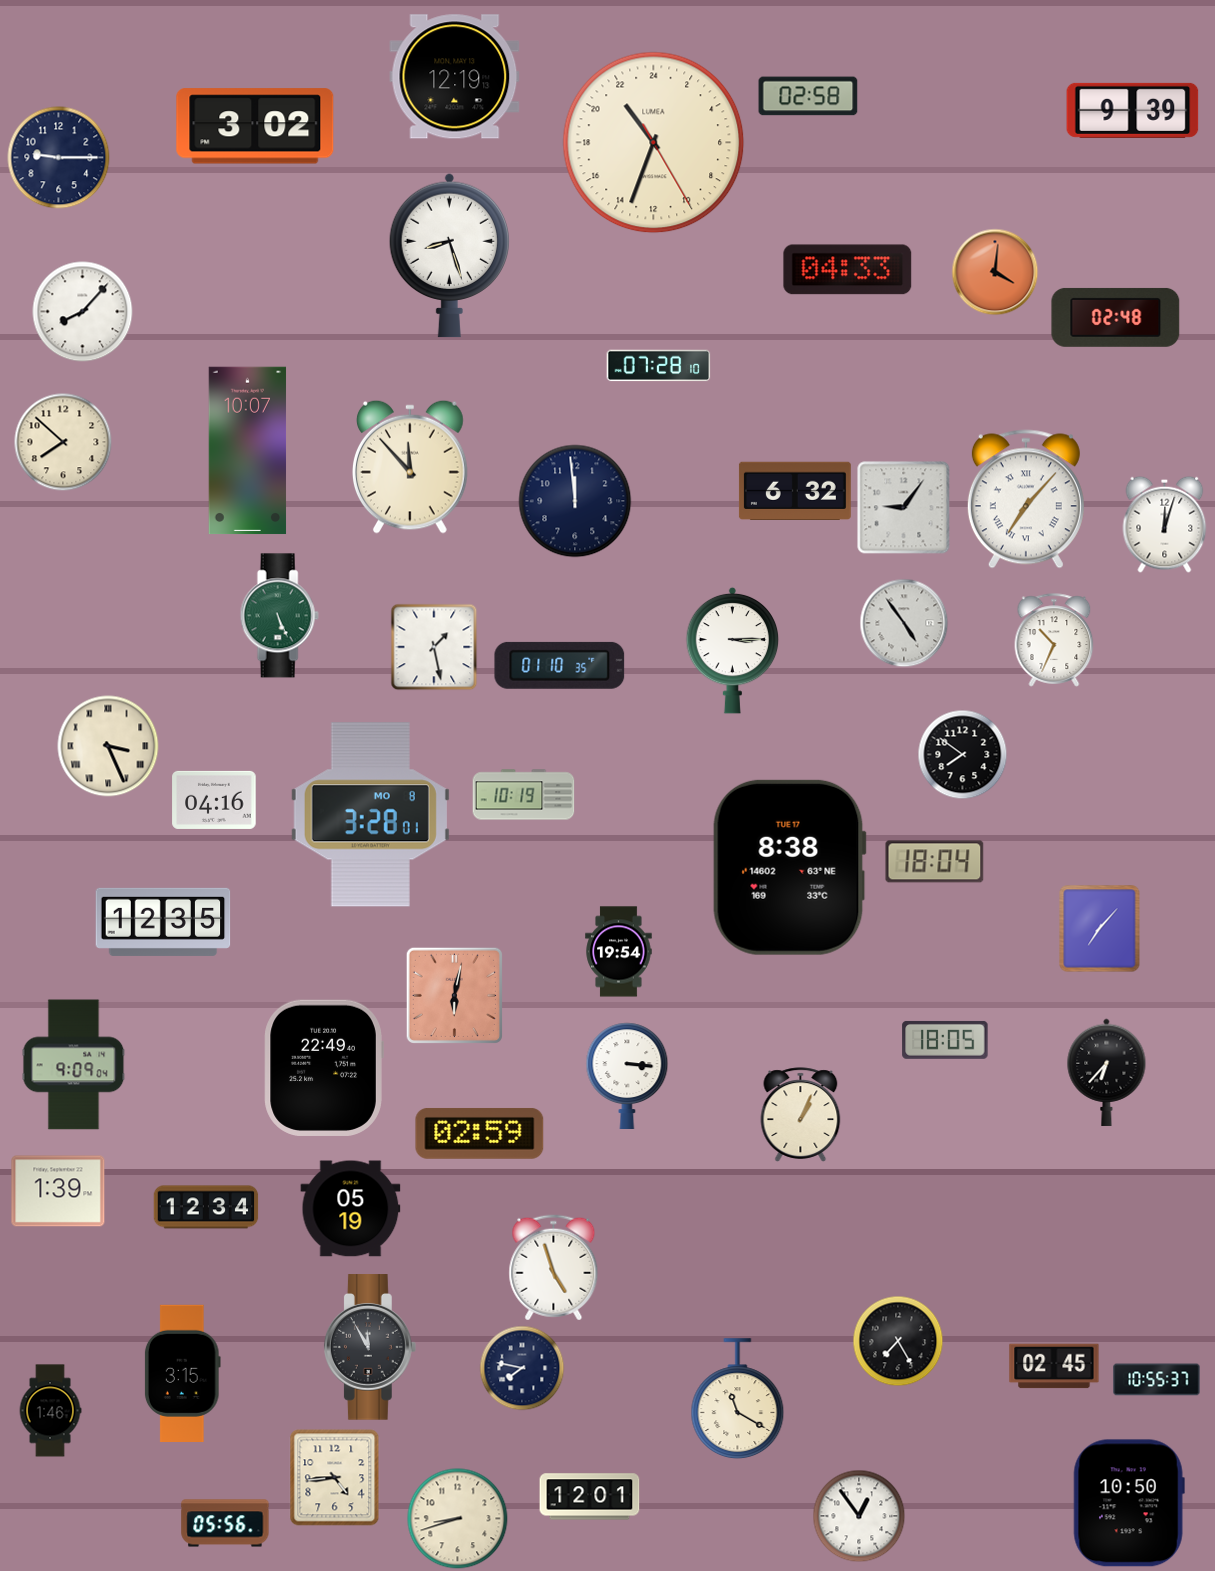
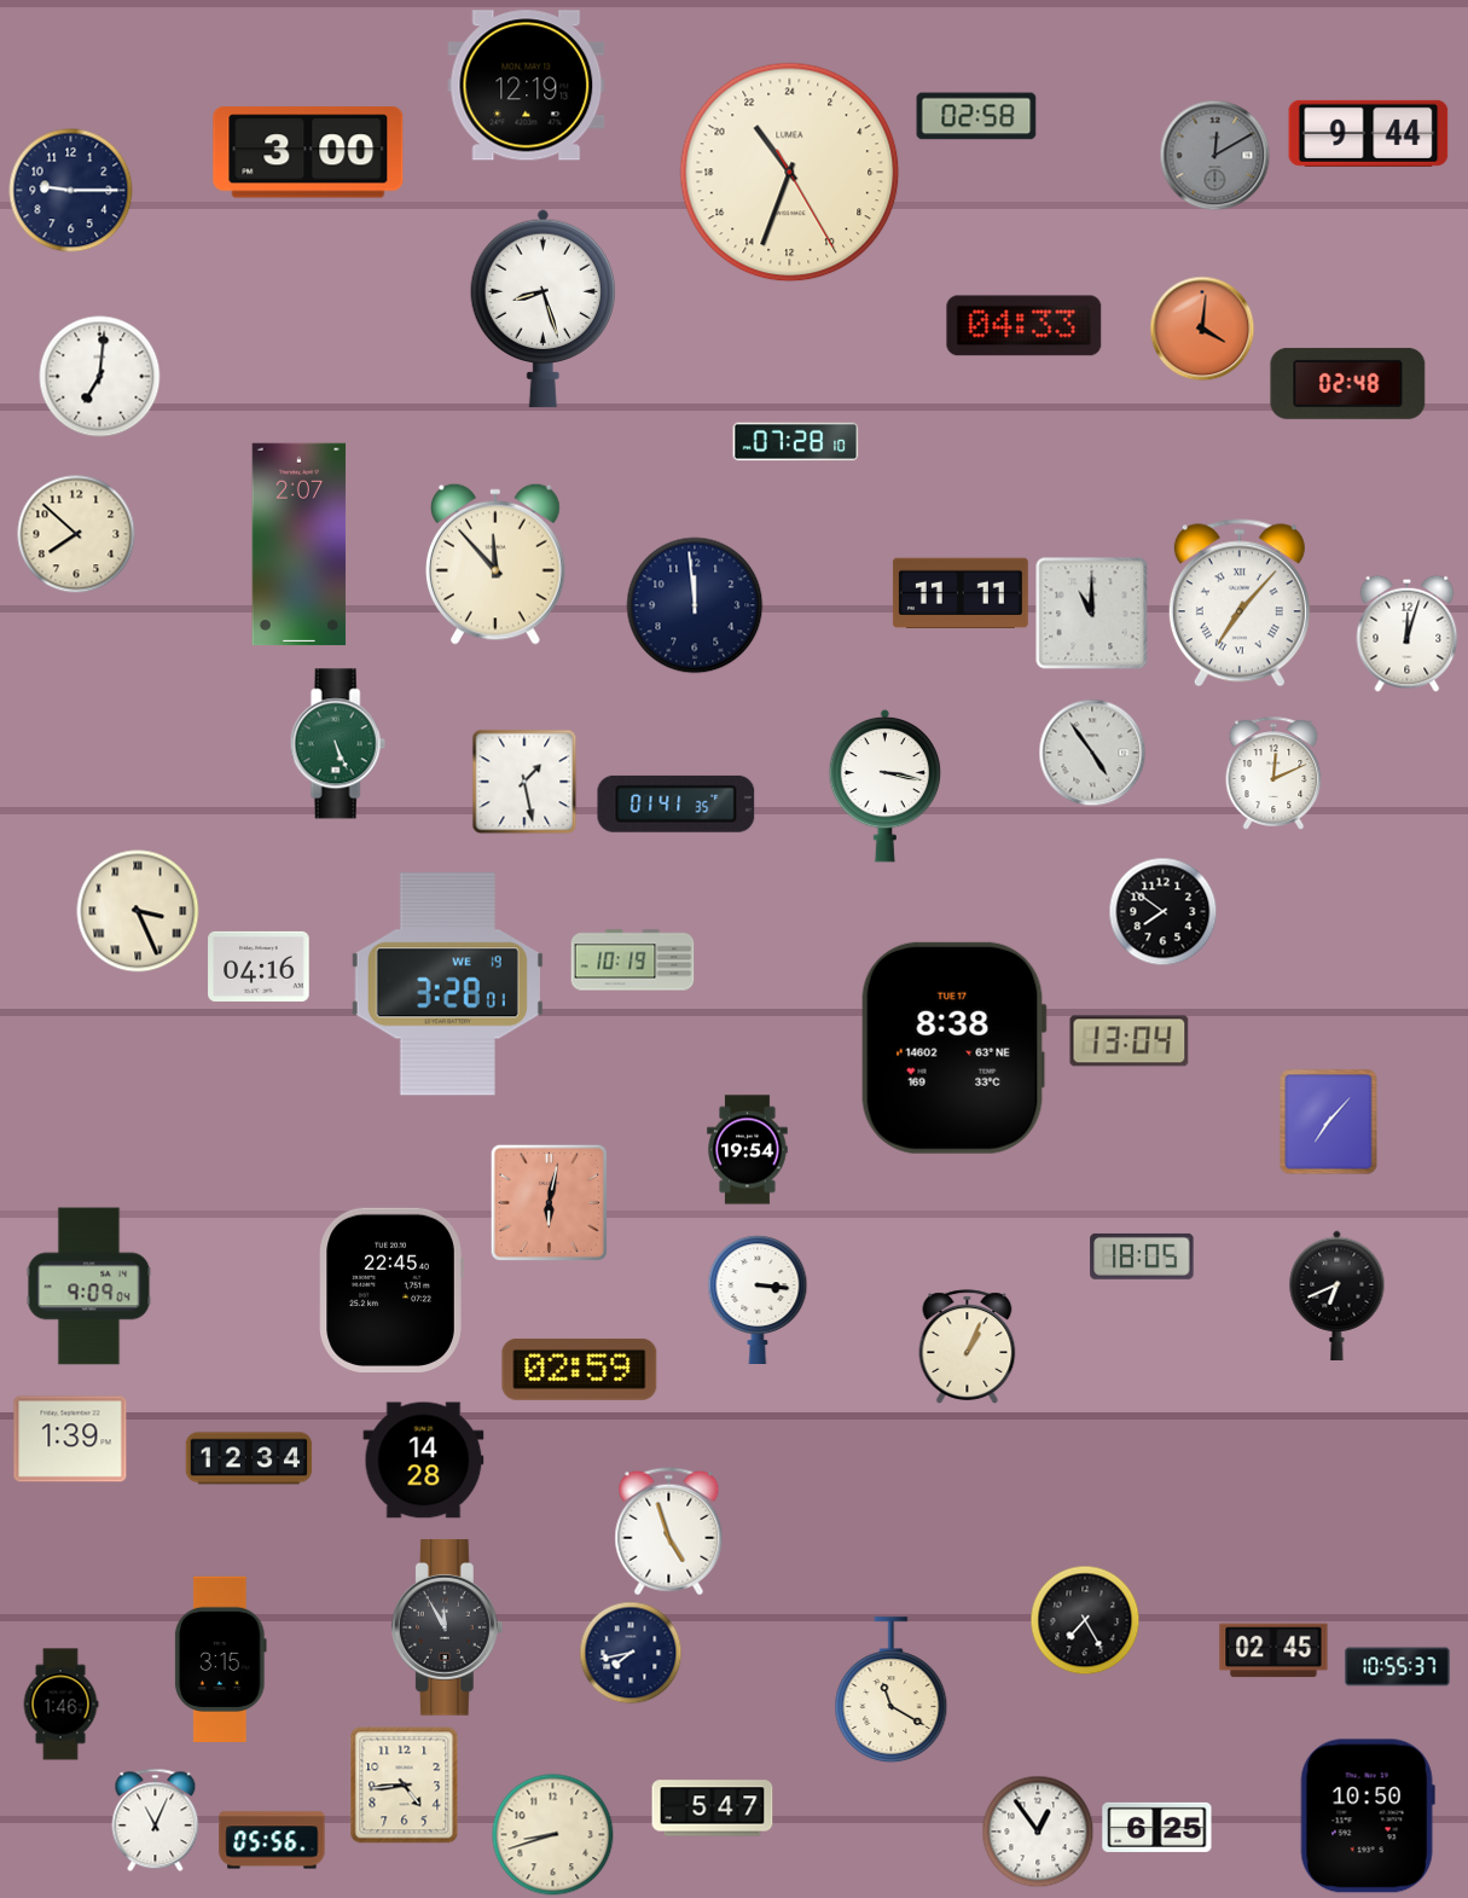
clock at (455, 77) position: (455, 77) -> (527, 86)
clock at (1133, 110): 9:39 -> 9:44
clock at (255, 126): 3:02 -> 3:00
clock at (1215, 156): none -> 12:10
clock at (83, 312): 8:07 -> 7:01
clock at (248, 451): 10:07 -> 2:07
clock at (795, 490): 6:32 -> 11:11
clock at (904, 508): 9:06 -> 11:00
clock at (1054, 640): 10:34 -> 12:11
clock at (733, 650): 3:15 -> 3:17
clock at (560, 665): 01:10 -> 01:41
clock at (108, 746) position: (108, 746) -> (138, 911)
clock at (370, 815) date: MO 8 -> WE 19
clock at (935, 862): 18:04 -> 13:04
clock at (163, 922): 12:35 -> none
clock at (324, 1068): 22:49 -> 22:45
clock at (1107, 1072): 6:37 -> 6:41
clock at (351, 1209): 05:19 -> 14:28
clock at (522, 1368): 7:47 -> 7:43
clock at (590, 1497): 12:01 -> 5:47
clock at (1129, 1503) position: (1129, 1503) -> (1368, 1816)
clock at (156, 1821): none -> 11:04
clock at (1157, 1827): none -> 6:25
